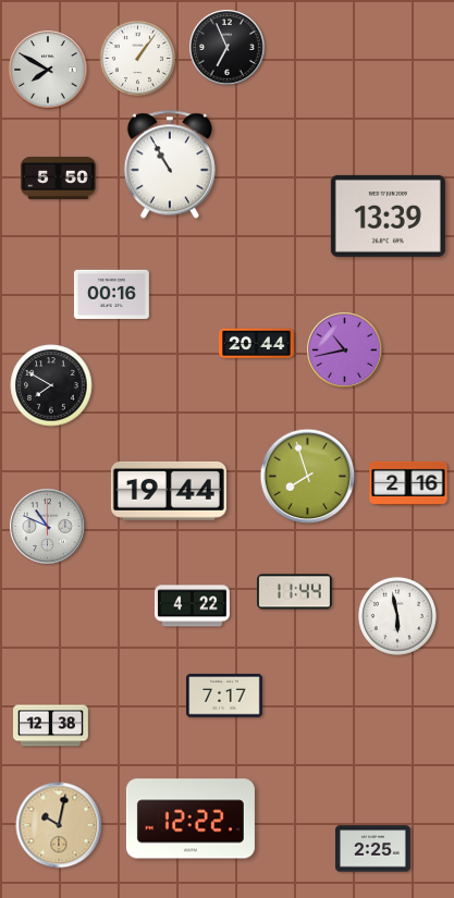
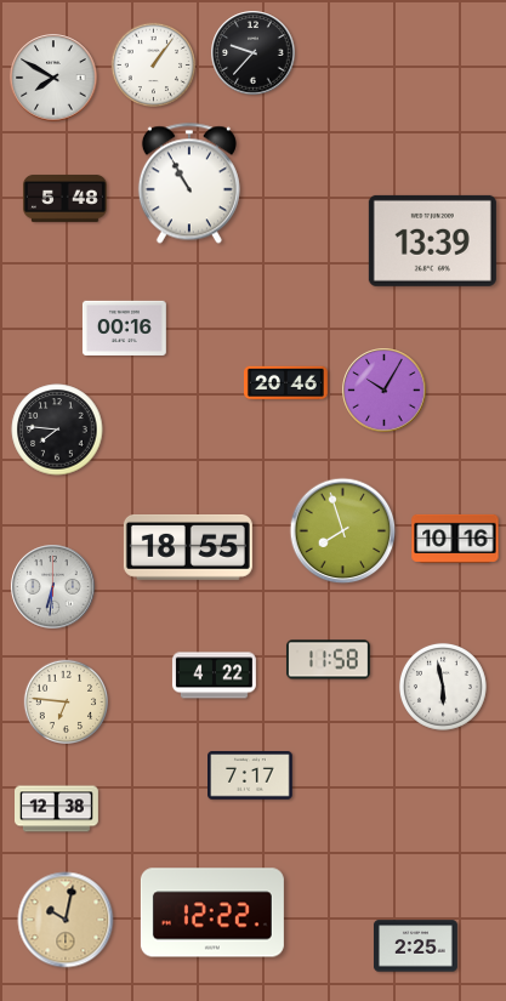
clock at (228, 48): 6:56 -> 9:37
clock at (58, 179): 5:50 -> 5:48
clock at (257, 344): 20:44 -> 20:46
clock at (345, 350): 10:43 -> 10:05
clock at (51, 385): 7:50 -> 7:46
clock at (408, 483): 2:16 -> 10:16
clock at (169, 491): 19:44 -> 18:55
clock at (48, 527): 10:49 -> 6:31
clock at (294, 592): 11:44 -> 11:58
clock at (66, 701): none -> 6:46
